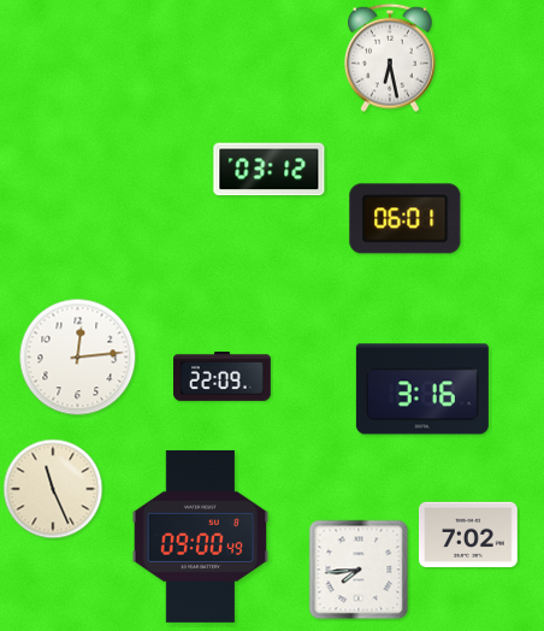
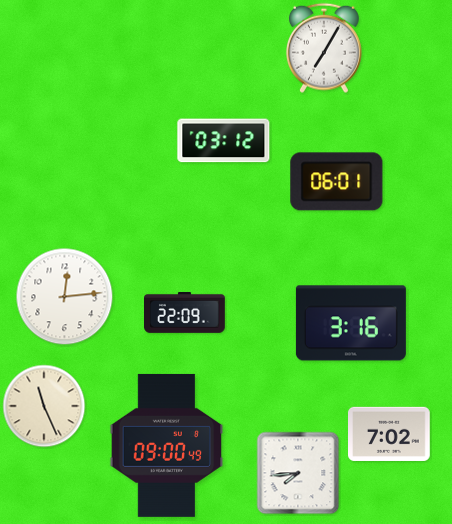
clock at (391, 58): 6:28 -> 7:05
clock at (469, 535) position: (469, 535) -> (390, 434)
